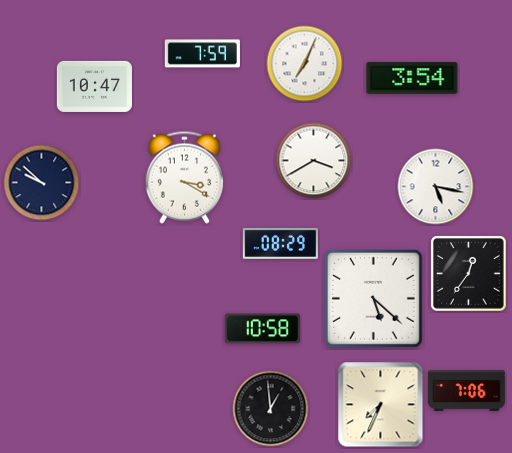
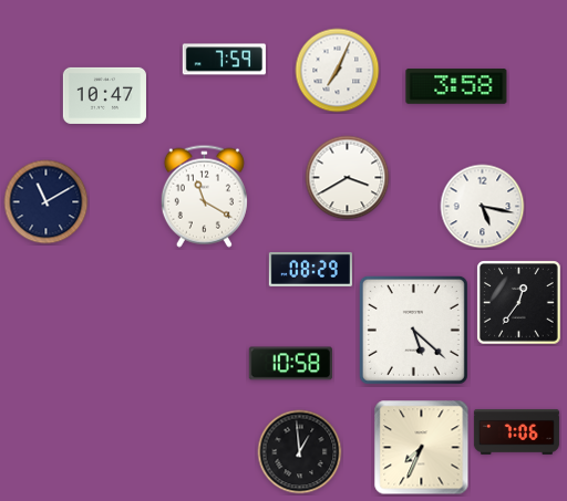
clock at (412, 78): 3:54 -> 3:58
clock at (184, 177): 3:20 -> 11:20
clock at (42, 183): 9:52 -> 11:10
